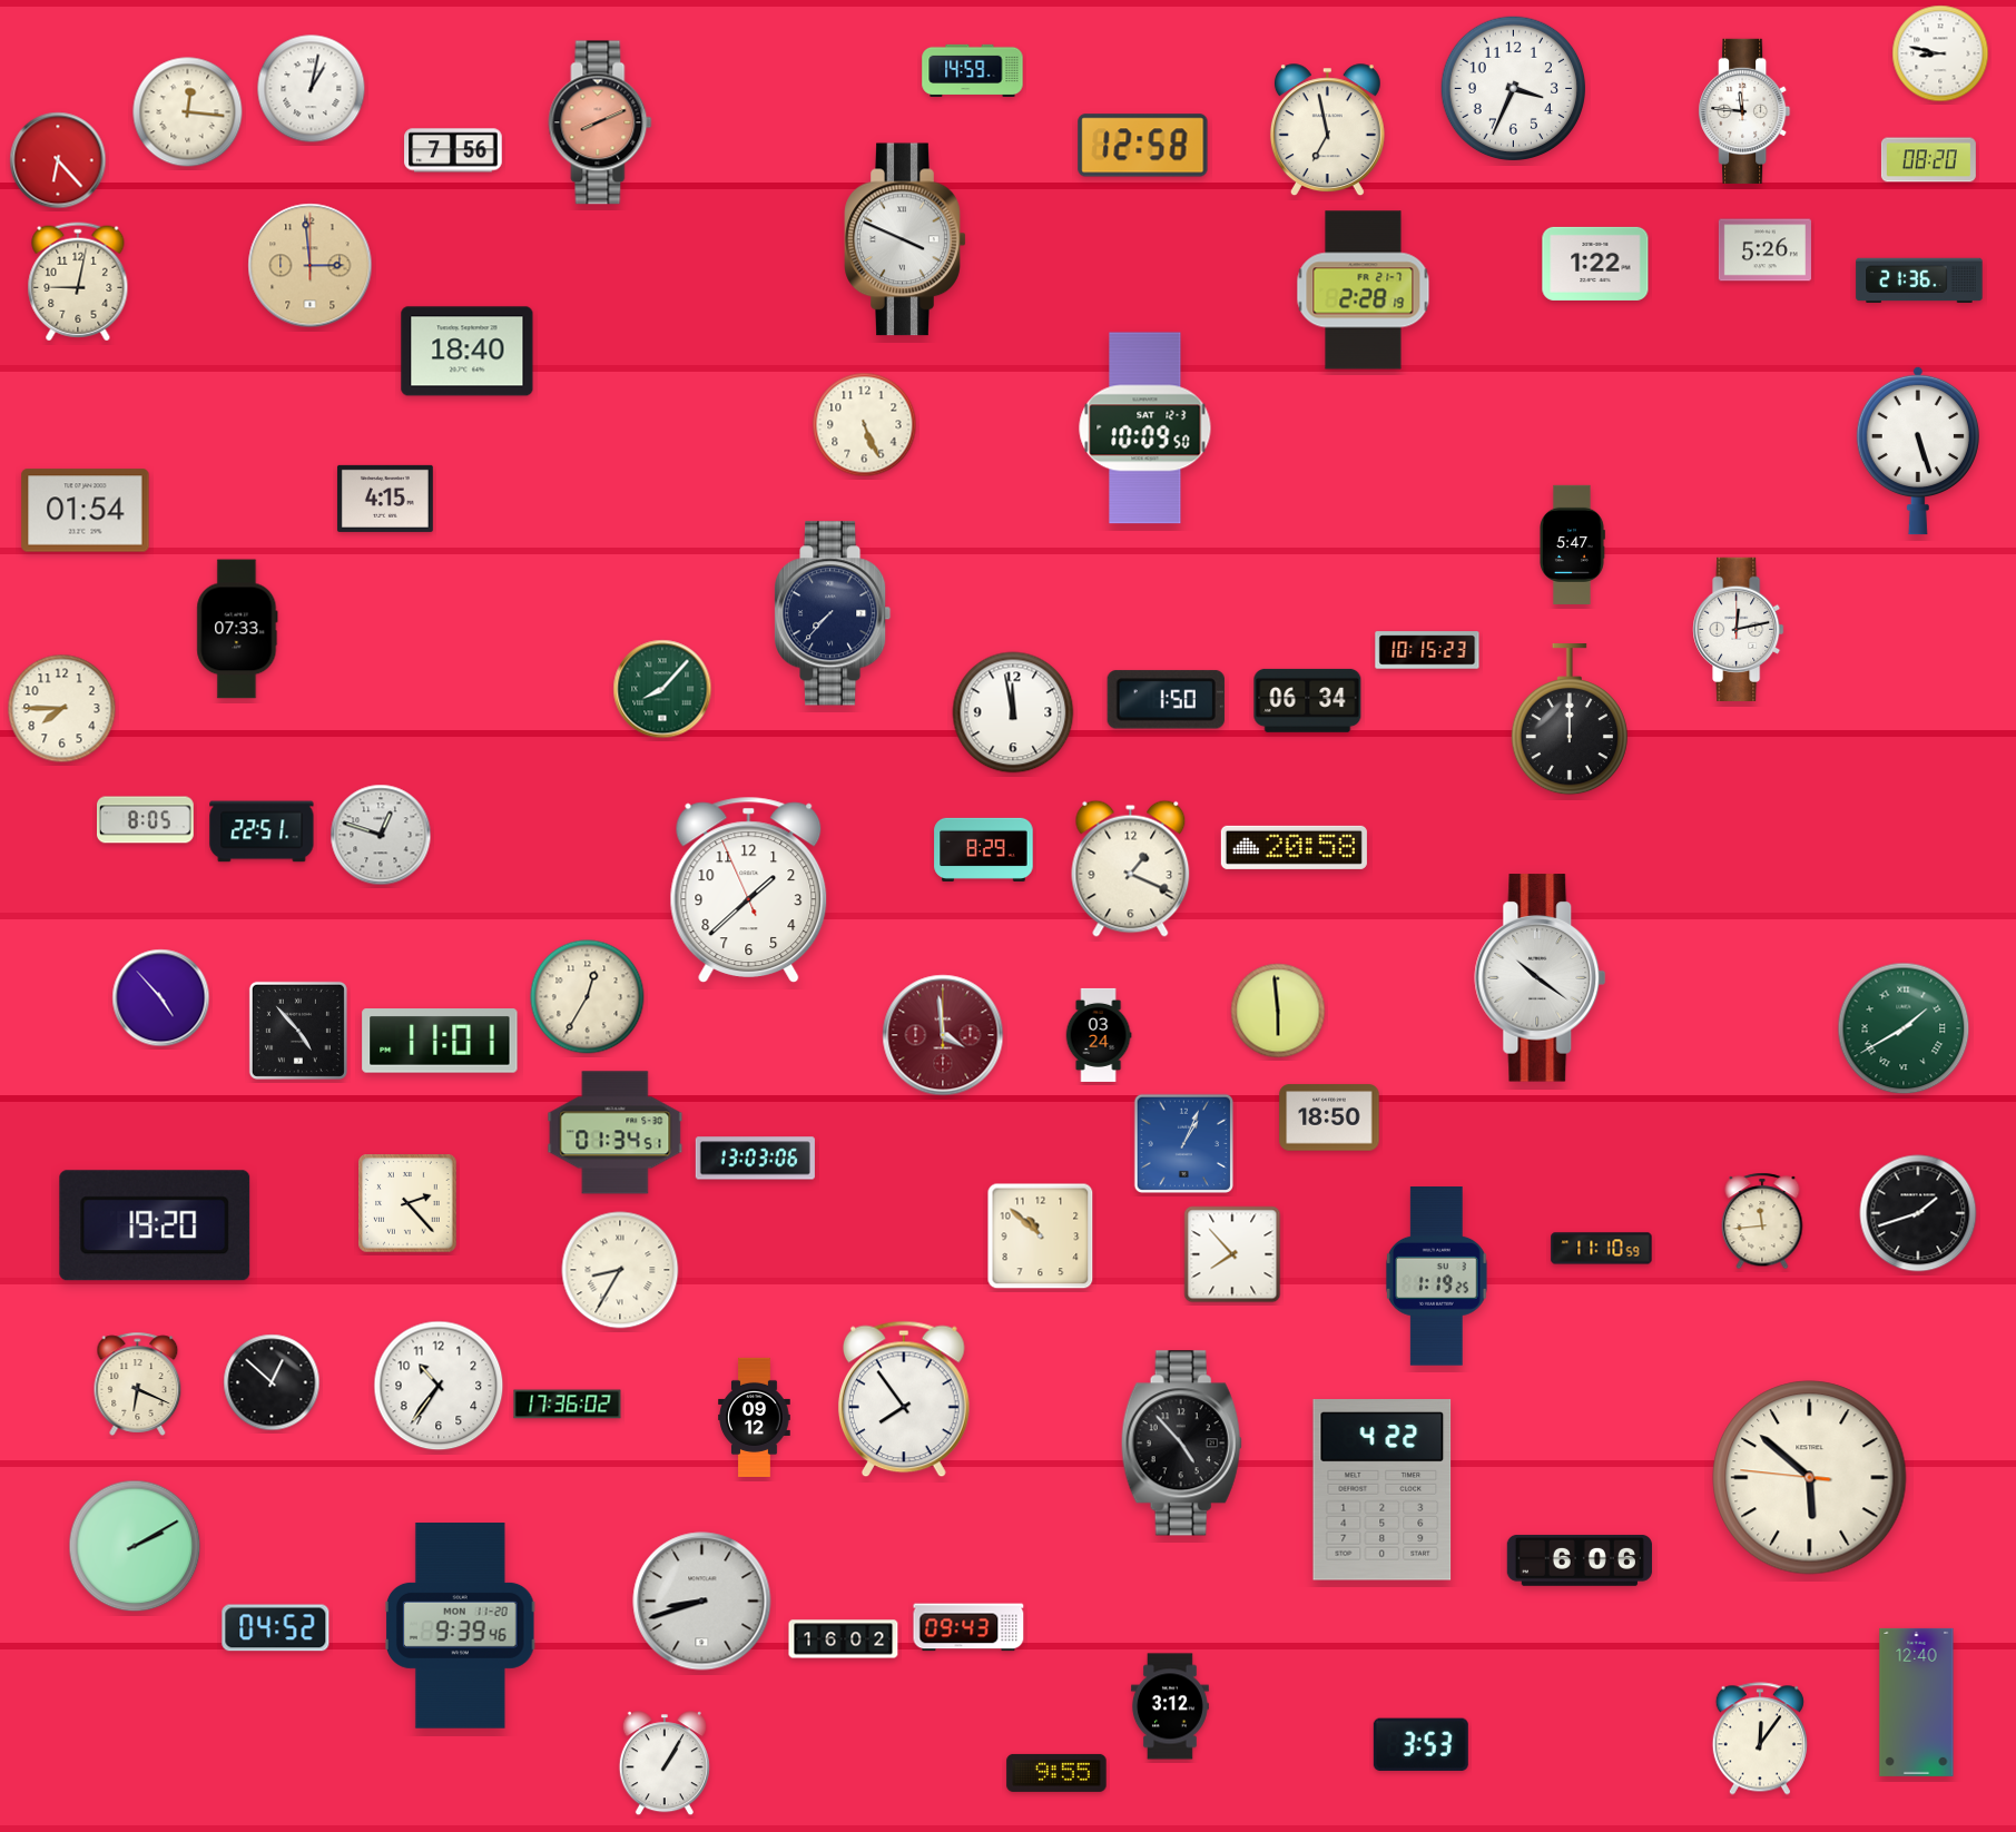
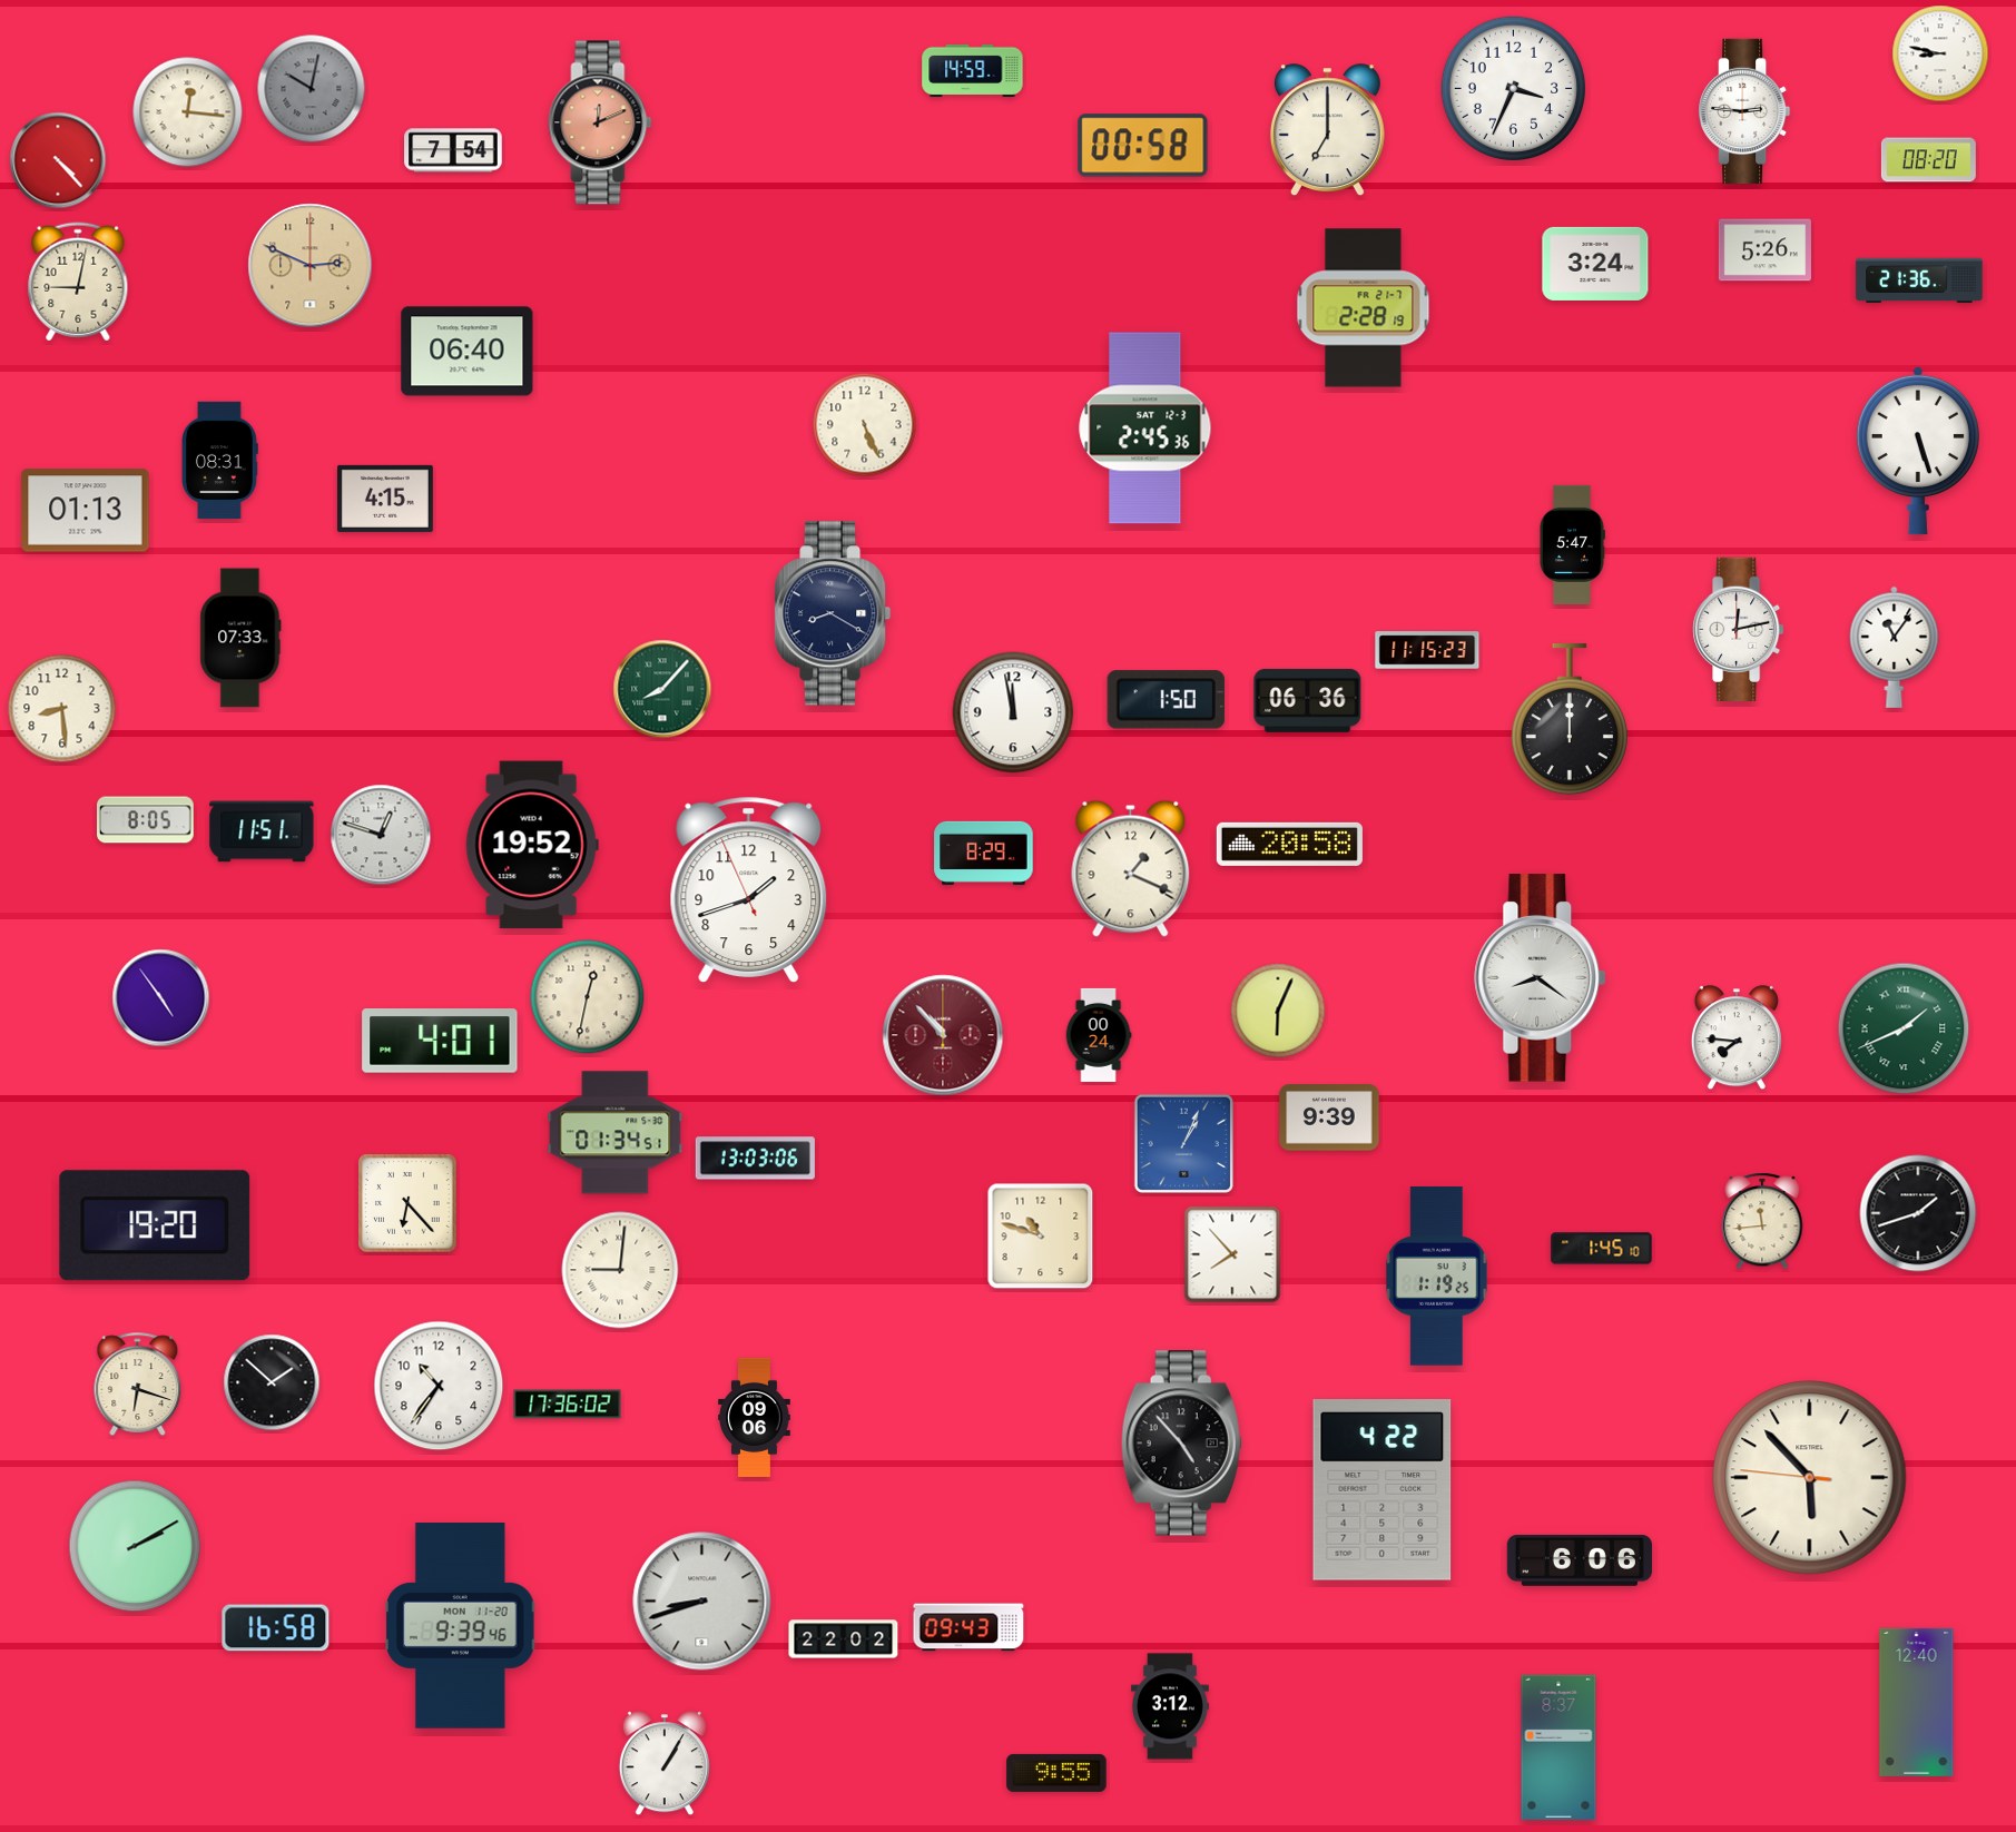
clock at (312, 89): 1:02 -> 10:02
clock at (312, 89) dial: white -> grey
clock at (1744, 111): 11:46 -> 2:46
clock at (600, 122): 8:11 -> 12:11
clock at (1327, 130): 6:58 -> 7:00
clock at (1143, 146): 12:58 -> 00:58
clock at (453, 150): 7:56 -> 7:54
clock at (58, 160): 6:23 -> 4:23
clock at (905, 239): 3:49 -> none
clock at (1595, 264): 1:22 -> 3:24
clock at (311, 266): 2:59 -> 2:49
clock at (1364, 290) position: (1364, 290) -> (1364, 308)
clock at (468, 352): 18:40 -> 06:40
clock at (1145, 429): 10:09 -> 2:45
clock at (220, 461): none -> 08:31
clock at (86, 511): 01:54 -> 01:13
clock at (834, 613): 7:37 -> 8:20
clock at (237, 629) position: (237, 629) -> (240, 638)
clock at (1895, 647): none -> 11:06
clock at (1427, 650): 10:15 -> 11:15
clock at (1308, 700): 06:34 -> 06:36
clock at (62, 709): 7:45 -> 8:29
clock at (262, 831): 22:51 -> 11:51
clock at (532, 845): none -> 19:52
clock at (1294, 847) position: (1294, 847) -> (1289, 844)
clock at (984, 849) position: (984, 849) -> (984, 853)
clock at (749, 890): 1:37 -> 1:41
clock at (1541, 978): 10:21 -> 8:21
clock at (588, 997): 12:35 -> 12:32
clock at (161, 998): 4:53 -> 4:54
clock at (1278, 1011): 5:59 -> 6:04
clock at (1904, 1028): 1:40 -> 1:41
clock at (298, 1031): 4:53 -> none
clock at (943, 1035): 3:59 -> 10:53
clock at (1099, 1035): 03:24 -> 00:24
clock at (1737, 1038): none -> 7:46
clock at (440, 1041): 11:01 -> 4:01
clock at (1329, 1117): 18:50 -> 9:39
clock at (407, 1203): 2:23 -> 6:23
clock at (1041, 1237): 10:52 -> 10:48
clock at (1602, 1249): 11:10 -> 1:45
clock at (620, 1270): 8:35 -> 9:01
clock at (272, 1382): 12:52 -> 1:52
clock at (138, 1383): 6:19 -> 6:18
clock at (904, 1399): 7:54 -> none
clock at (755, 1417): 09:12 -> 09:06
clock at (1810, 1478): 5:51 -> 5:52
clock at (276, 1628): 04:52 -> 16:58
clock at (844, 1639): 16:02 -> 22:02
clock at (1760, 1739): 12:06 -> none
clock at (1420, 1744): 3:53 -> none
clock at (1558, 1747): none -> 8:37
